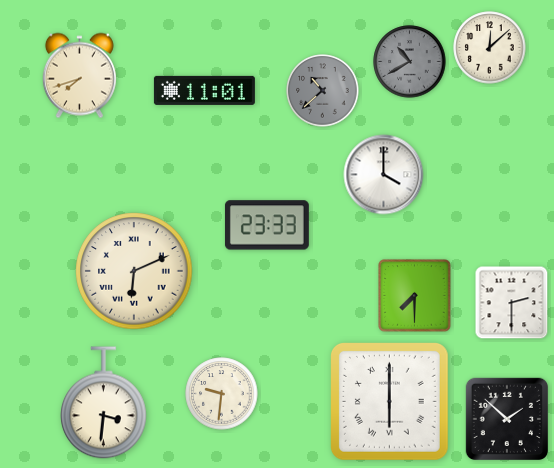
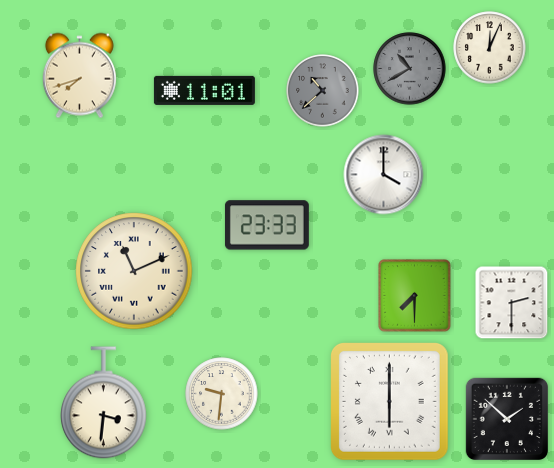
clock at (490, 48): 12:08 -> 12:04
clock at (410, 62) position: (410, 62) -> (410, 69)
clock at (134, 271): 6:11 -> 11:11
